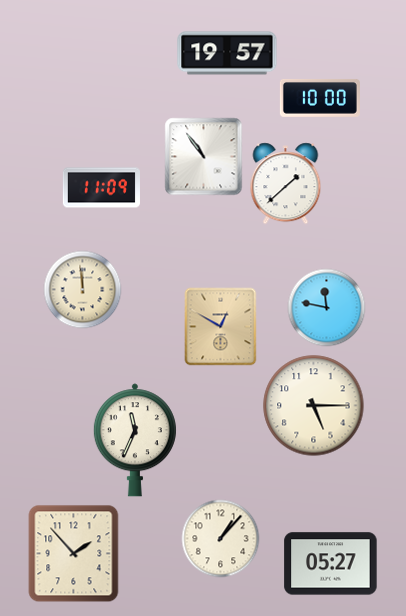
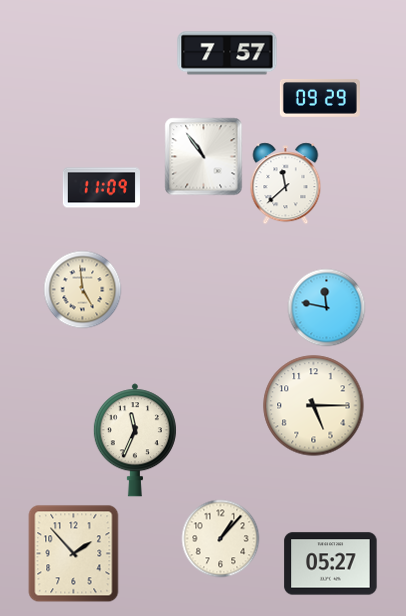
clock at (227, 53): 19:57 -> 7:57
clock at (320, 98): 10:00 -> 09:29
clock at (286, 183): 1:38 -> 11:38
clock at (82, 289): 11:59 -> 4:59
clock at (221, 326): 12:50 -> none
